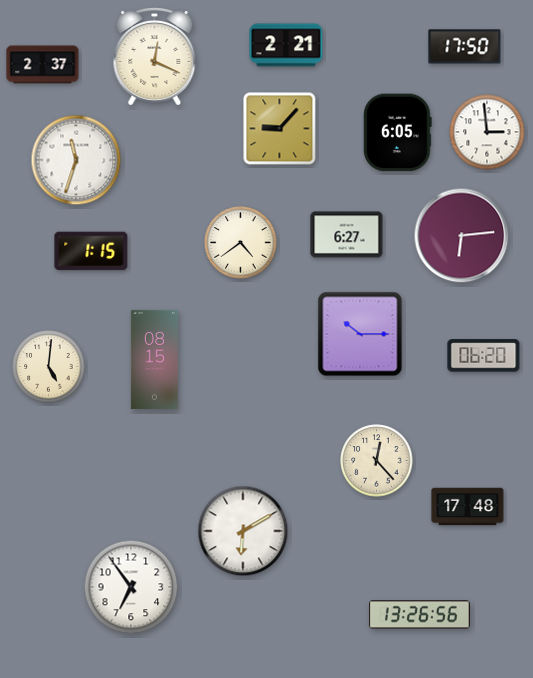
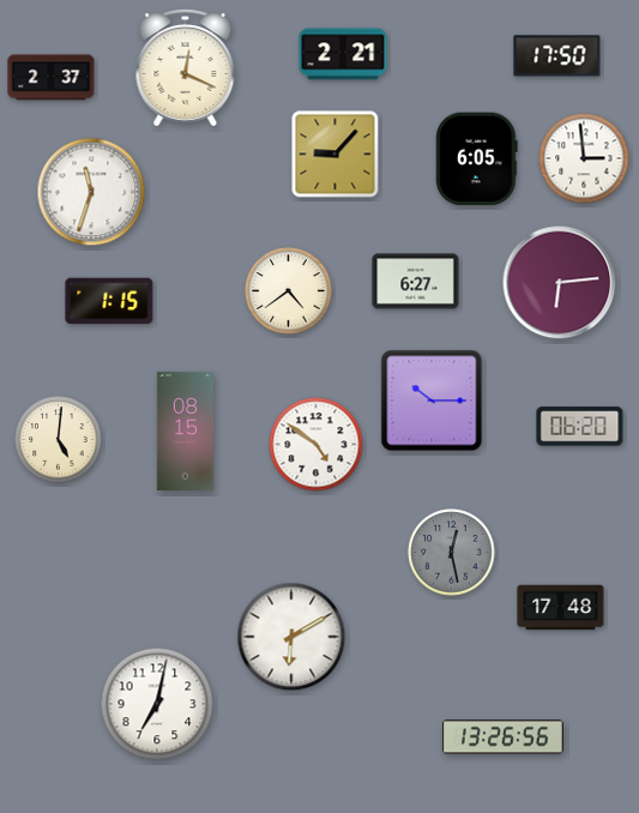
clock at (462, 236) position: (462, 236) -> (560, 283)
clock at (317, 445): none -> 4:51
clock at (377, 461): 12:23 -> 12:28
clock at (377, 461) dial: cream -> grey
clock at (131, 587): 6:54 -> 7:02
